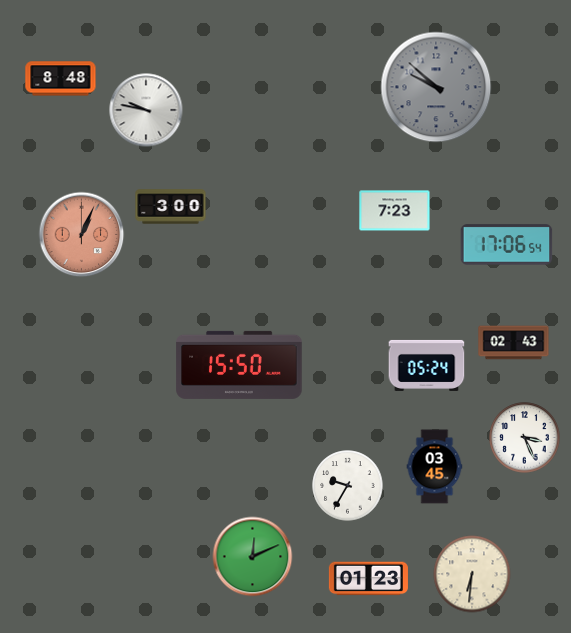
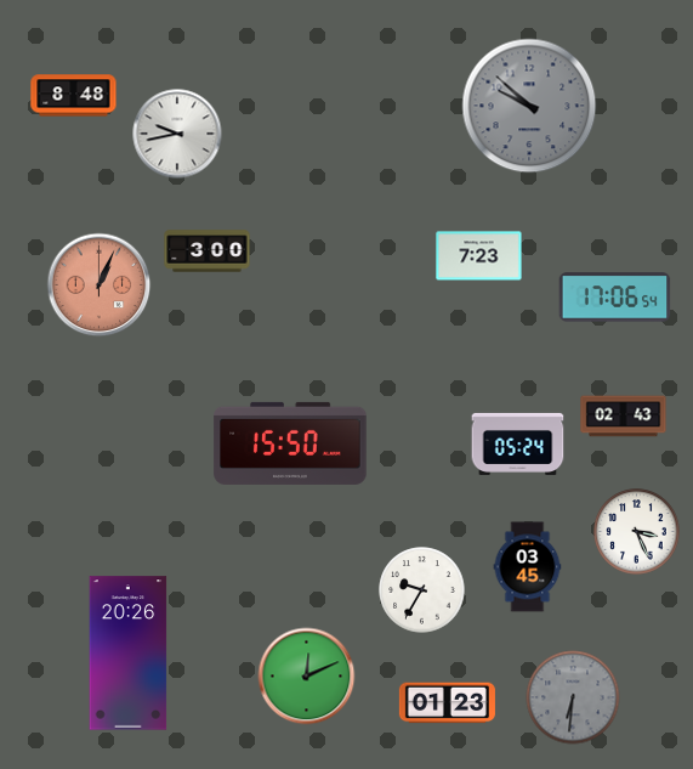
clock at (146, 110): 9:47 -> 9:43
clock at (129, 654): none -> 20:26
clock at (472, 574) dial: cream -> grey
